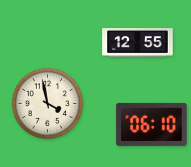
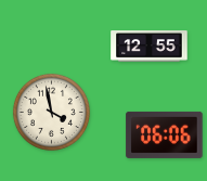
clock at (152, 124): 06:10 -> 06:06
